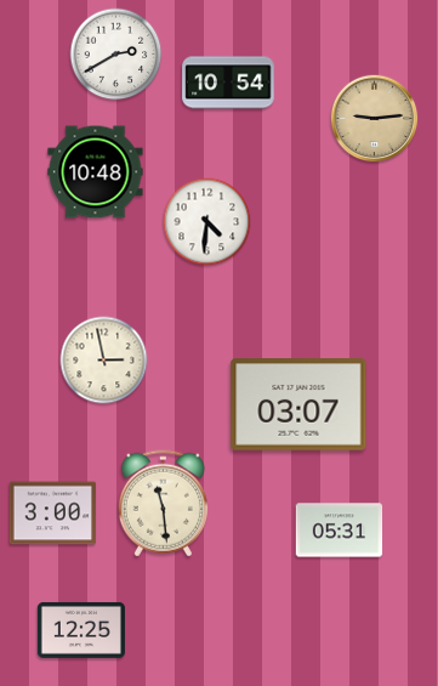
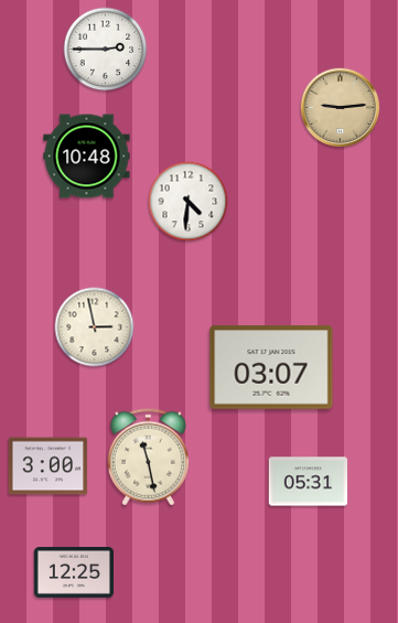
clock at (116, 55): 2:40 -> 2:45
clock at (228, 83): 10:54 -> none
clock at (163, 504): 11:29 -> 11:28
